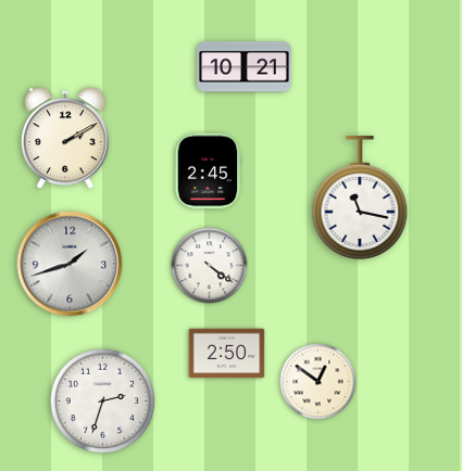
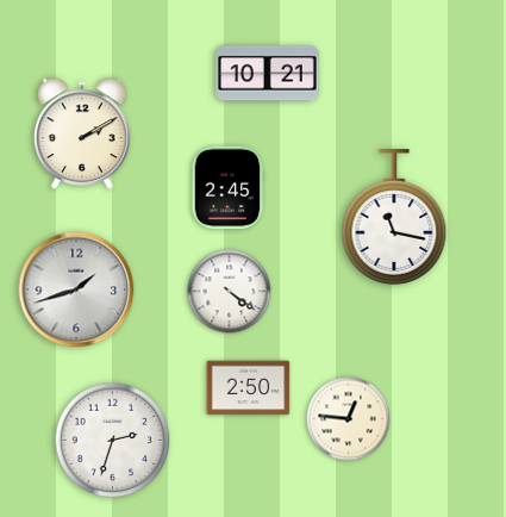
clock at (66, 139) position: (66, 139) -> (83, 135)
clock at (319, 382): 12:51 -> 12:46
